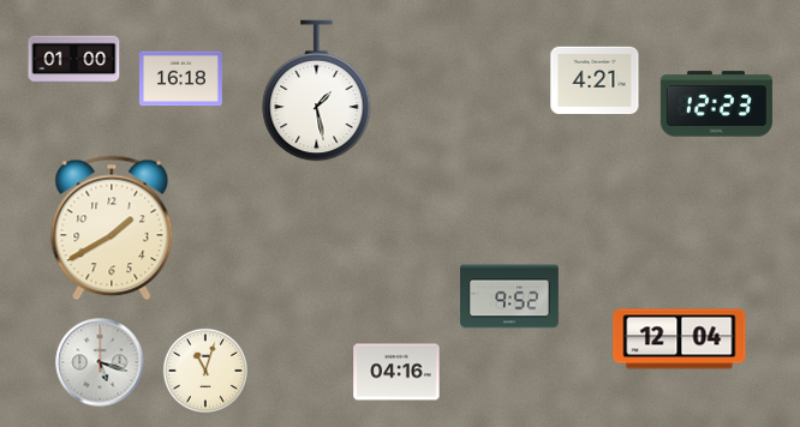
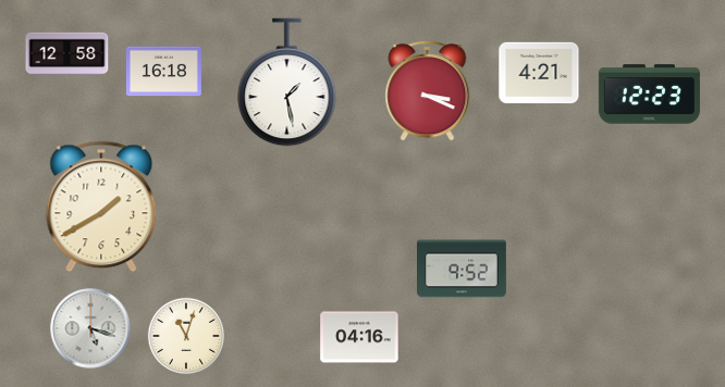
clock at (74, 60): 01:00 -> 12:58
clock at (428, 90): none -> 3:19
clock at (680, 339): 12:04 -> none
